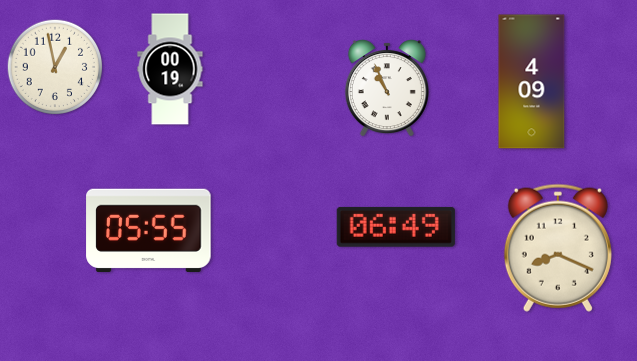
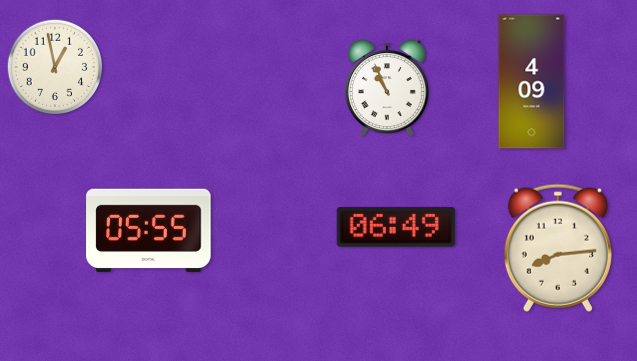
clock at (170, 69): 00:19 -> none
clock at (558, 248): 8:19 -> 8:14
